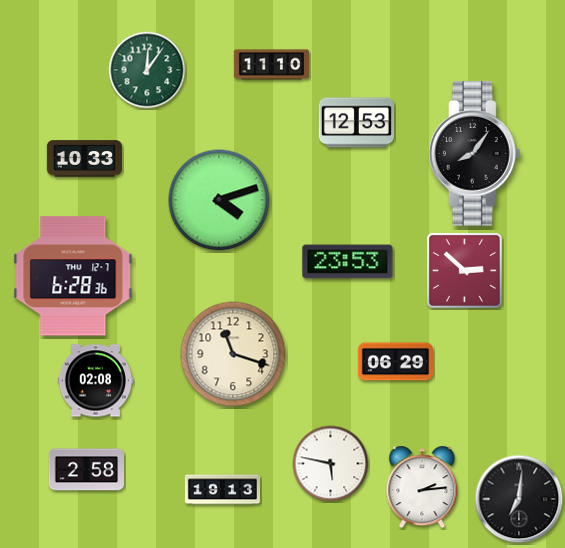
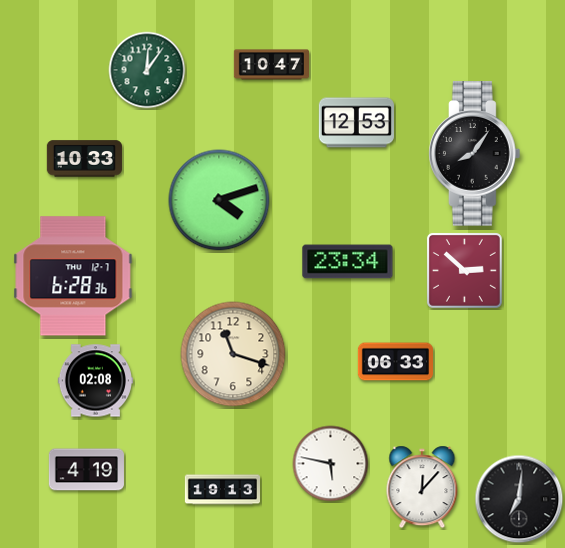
clock at (271, 65): 11:10 -> 10:47
clock at (348, 262): 23:53 -> 23:34
clock at (395, 362): 06:29 -> 06:33
clock at (86, 470): 2:58 -> 4:19
clock at (422, 487): 2:14 -> 12:07
